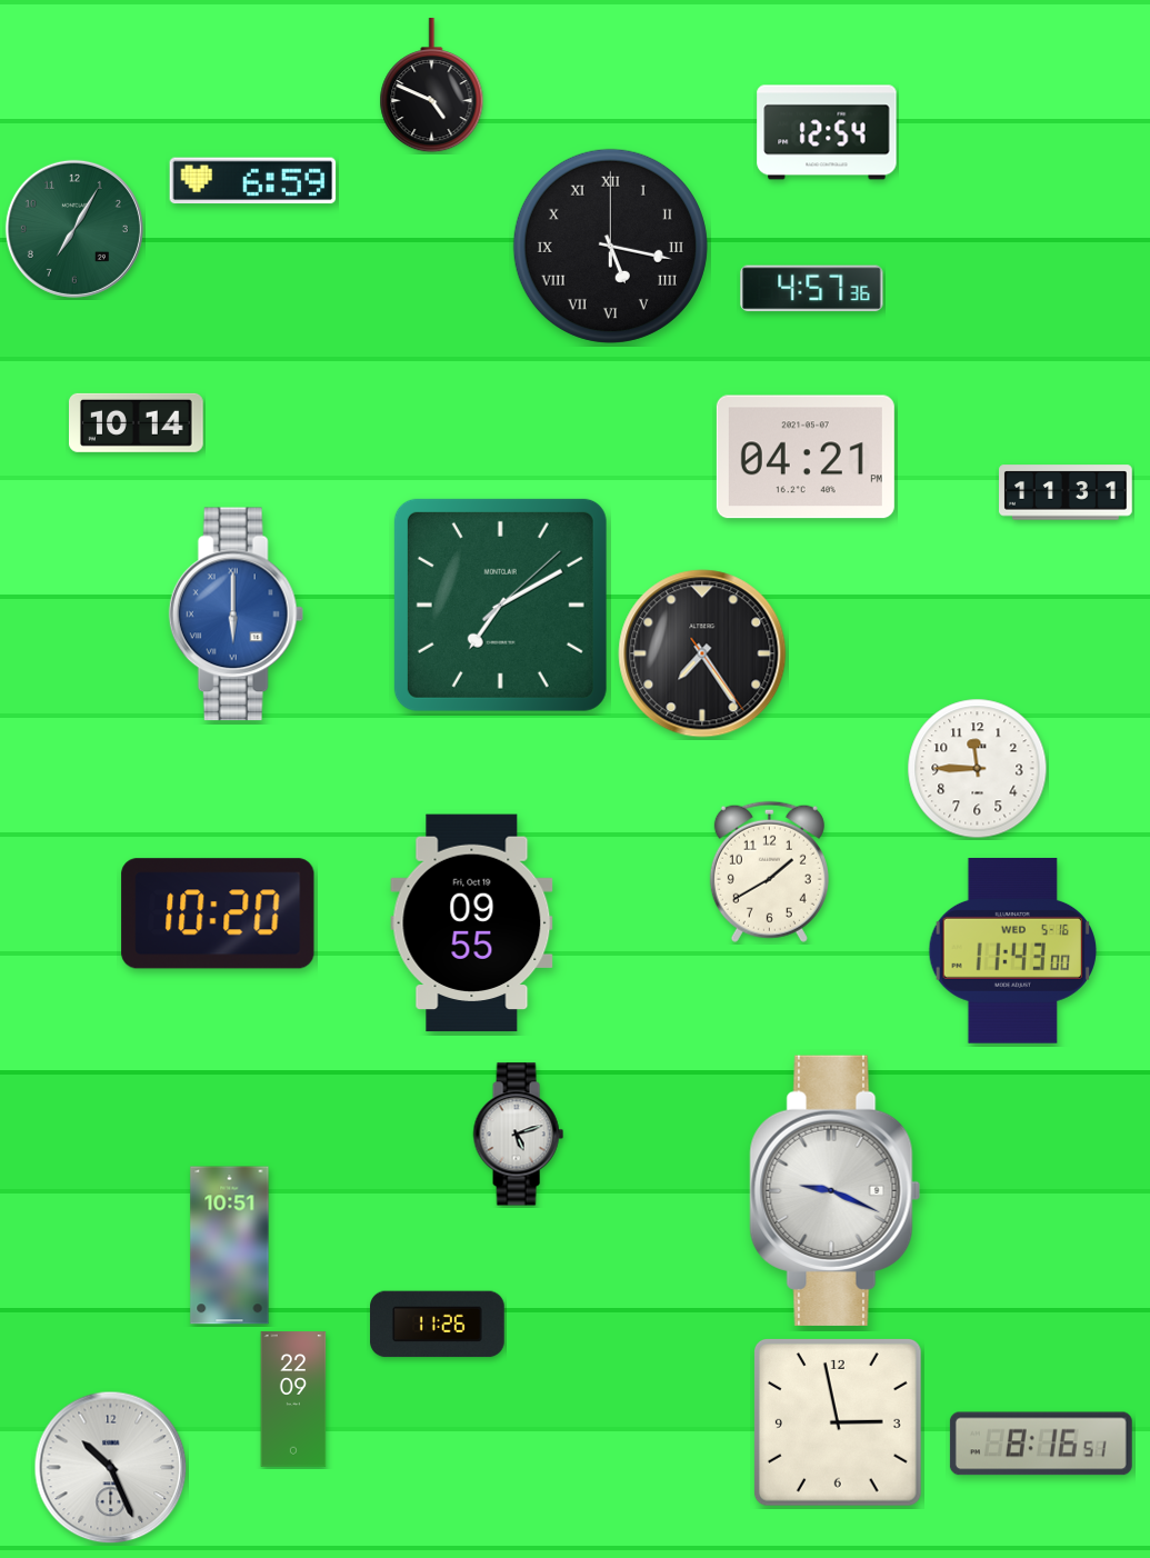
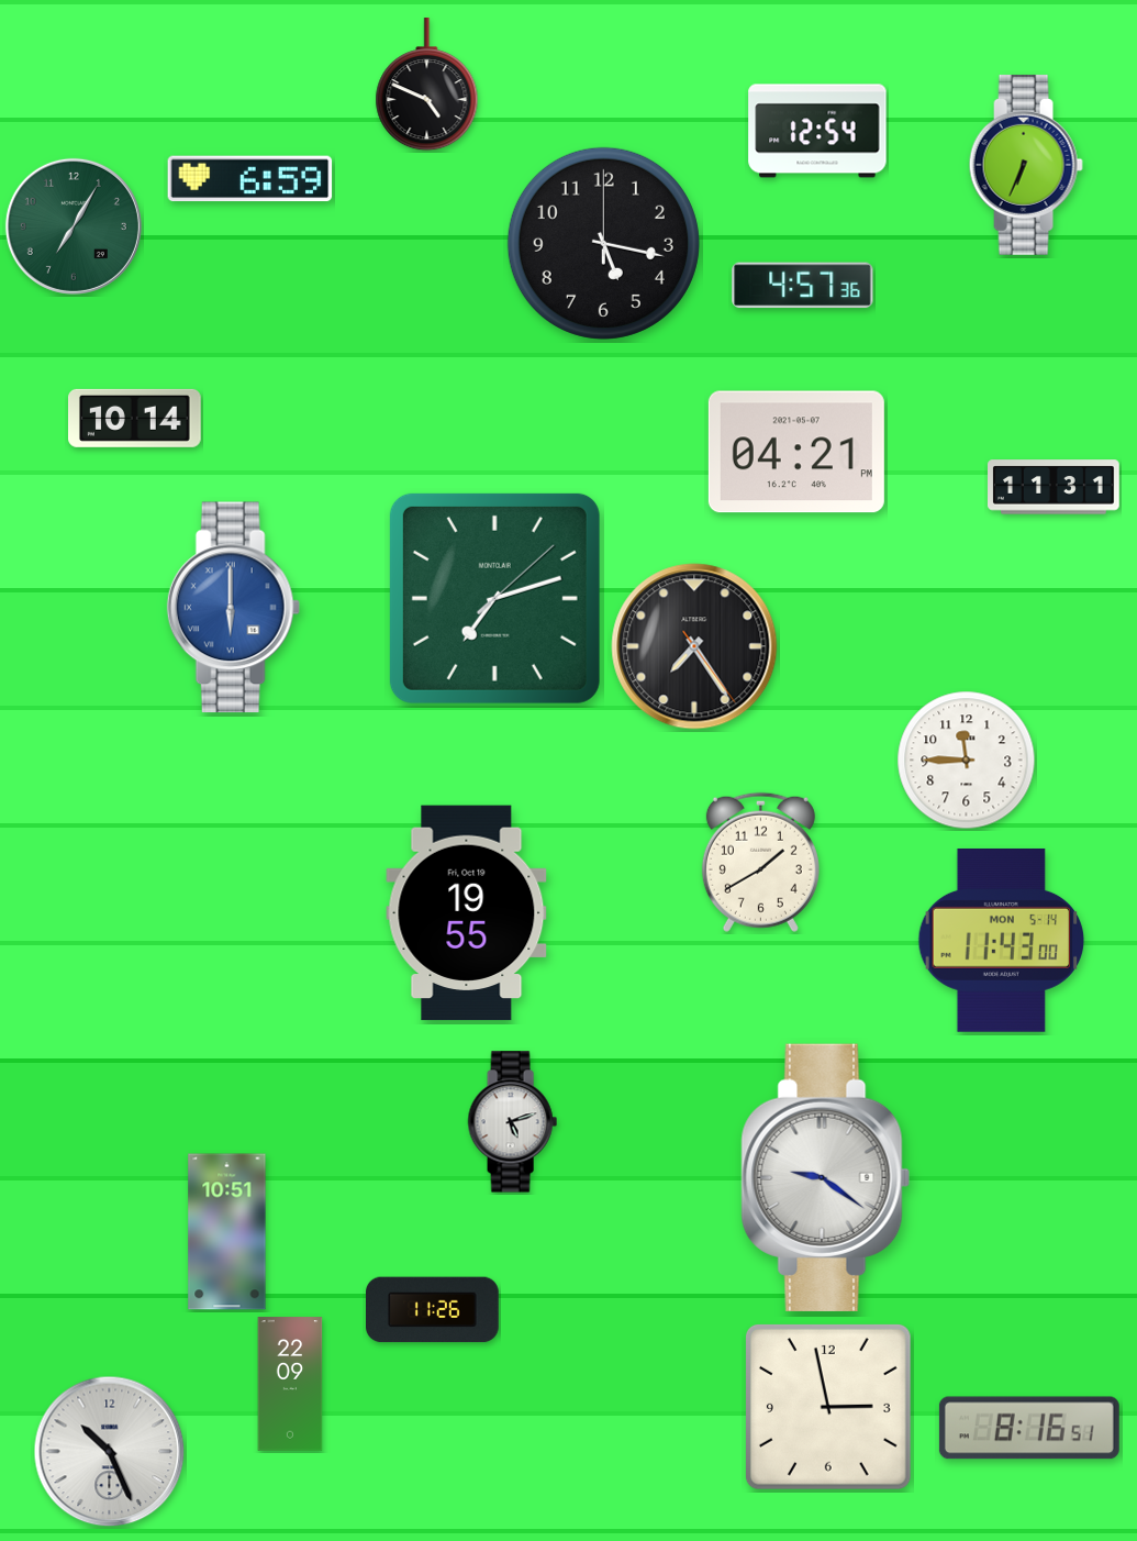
clock at (1026, 165): none -> 6:34
clock at (610, 246) numerals: Roman -> Arabic
clock at (500, 605): 7:10 -> 7:12
clock at (218, 913): 10:20 -> none
clock at (472, 923): 09:55 -> 19:55
clock at (1013, 951) date: WED 5-16 -> MON 5-14
clock at (836, 1190): 9:19 -> 9:21
